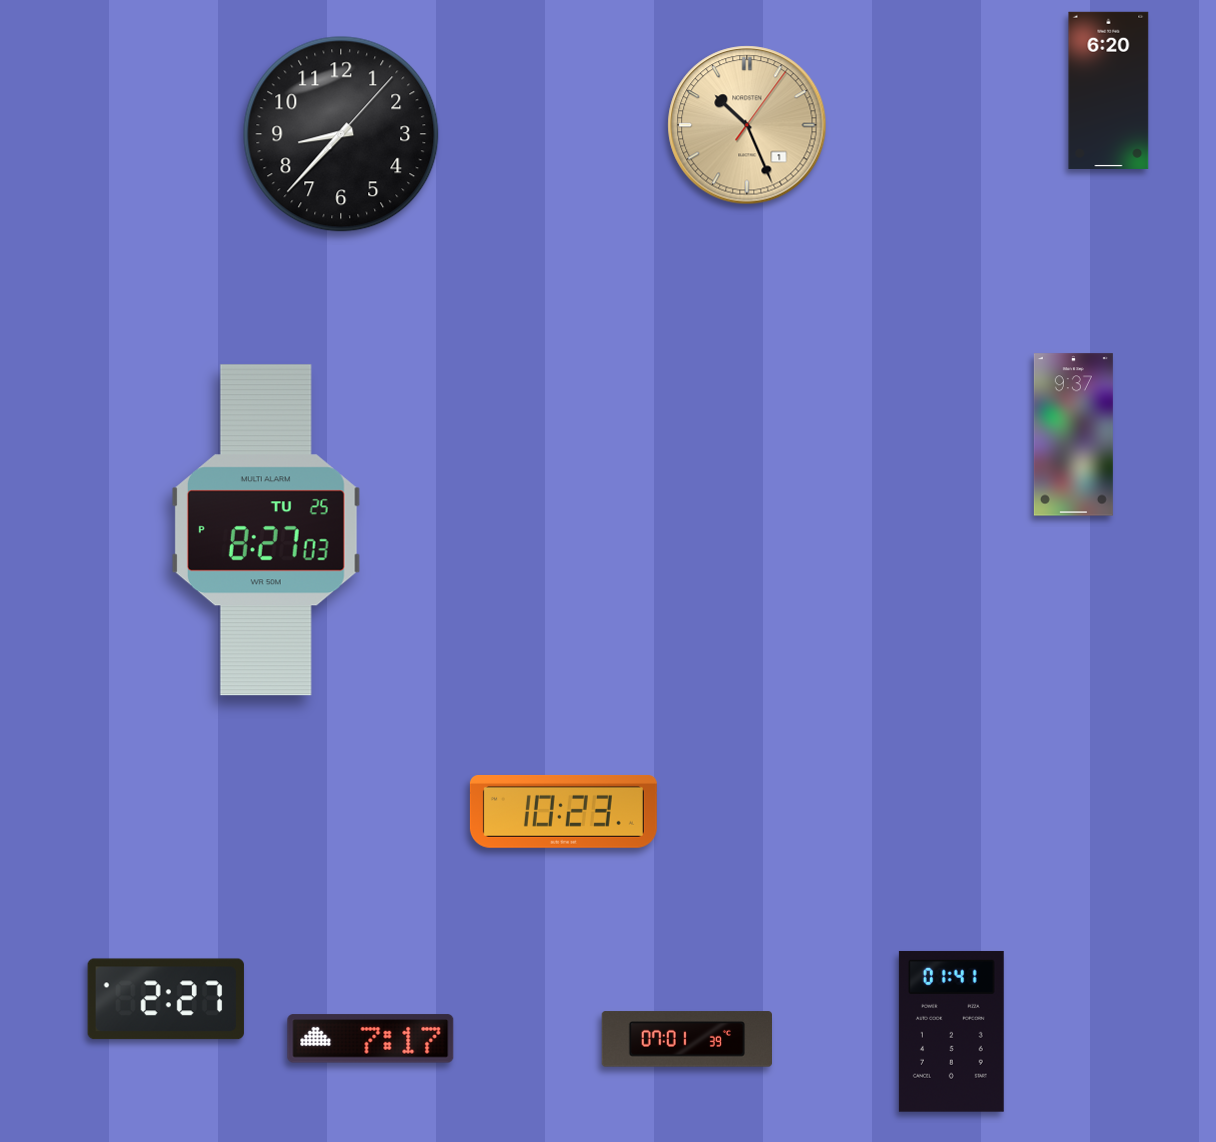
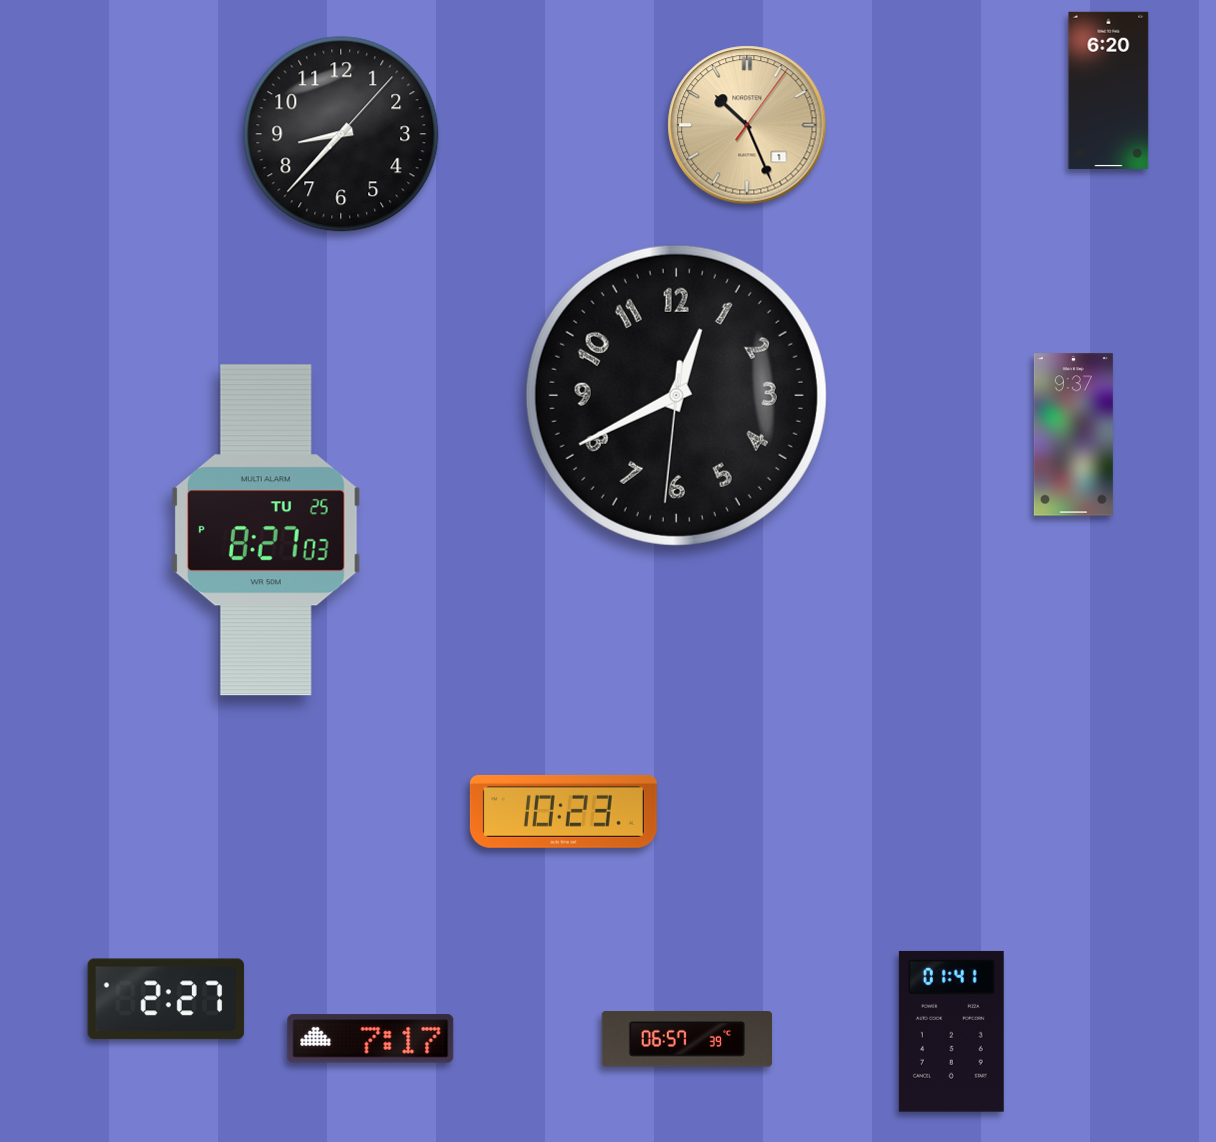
clock at (676, 395): none -> 12:40
clock at (686, 1039): 07:01 -> 06:57
